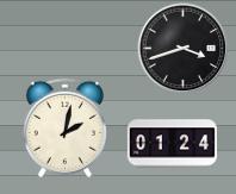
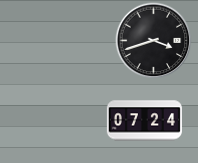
clock at (64, 127): 2:02 -> none
clock at (172, 144): 01:24 -> 07:24
